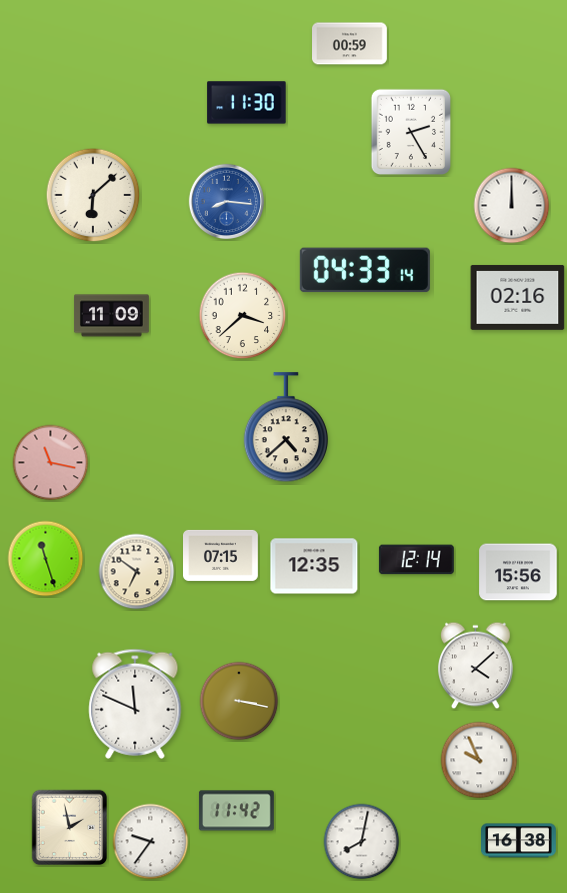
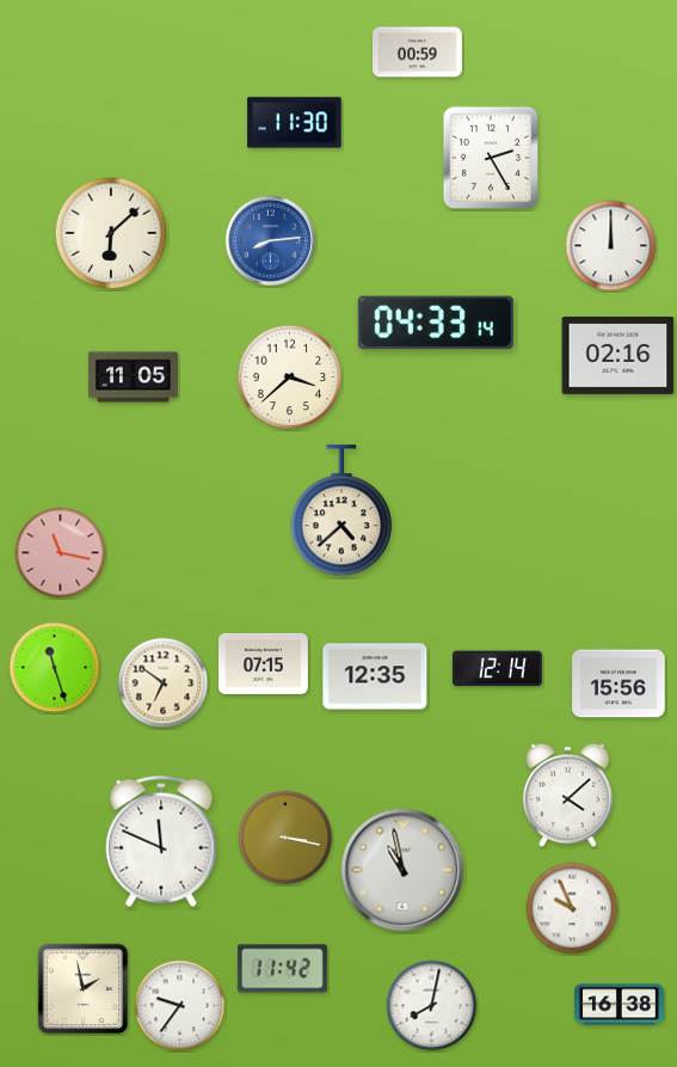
clock at (226, 201): 8:16 -> 8:14
clock at (112, 316): 11:09 -> 11:05
clock at (402, 870): none -> 10:58
